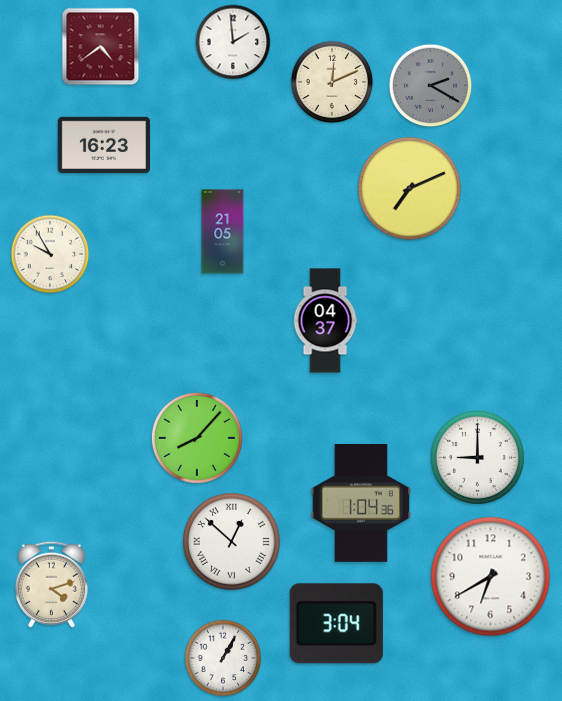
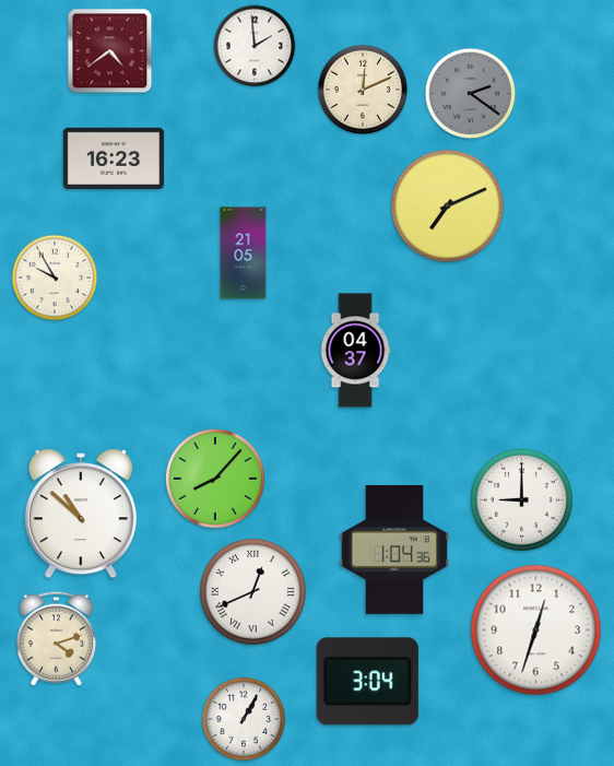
clock at (431, 86): 2:20 -> 2:21
clock at (81, 514): none -> 10:52
clock at (232, 542): 12:52 -> 12:41
clock at (491, 577): 6:40 -> 12:33
